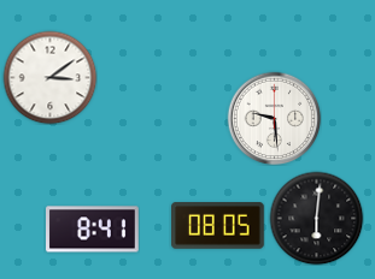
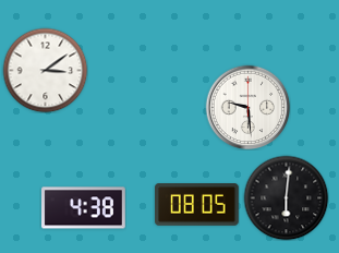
clock at (93, 230): 8:41 -> 4:38
